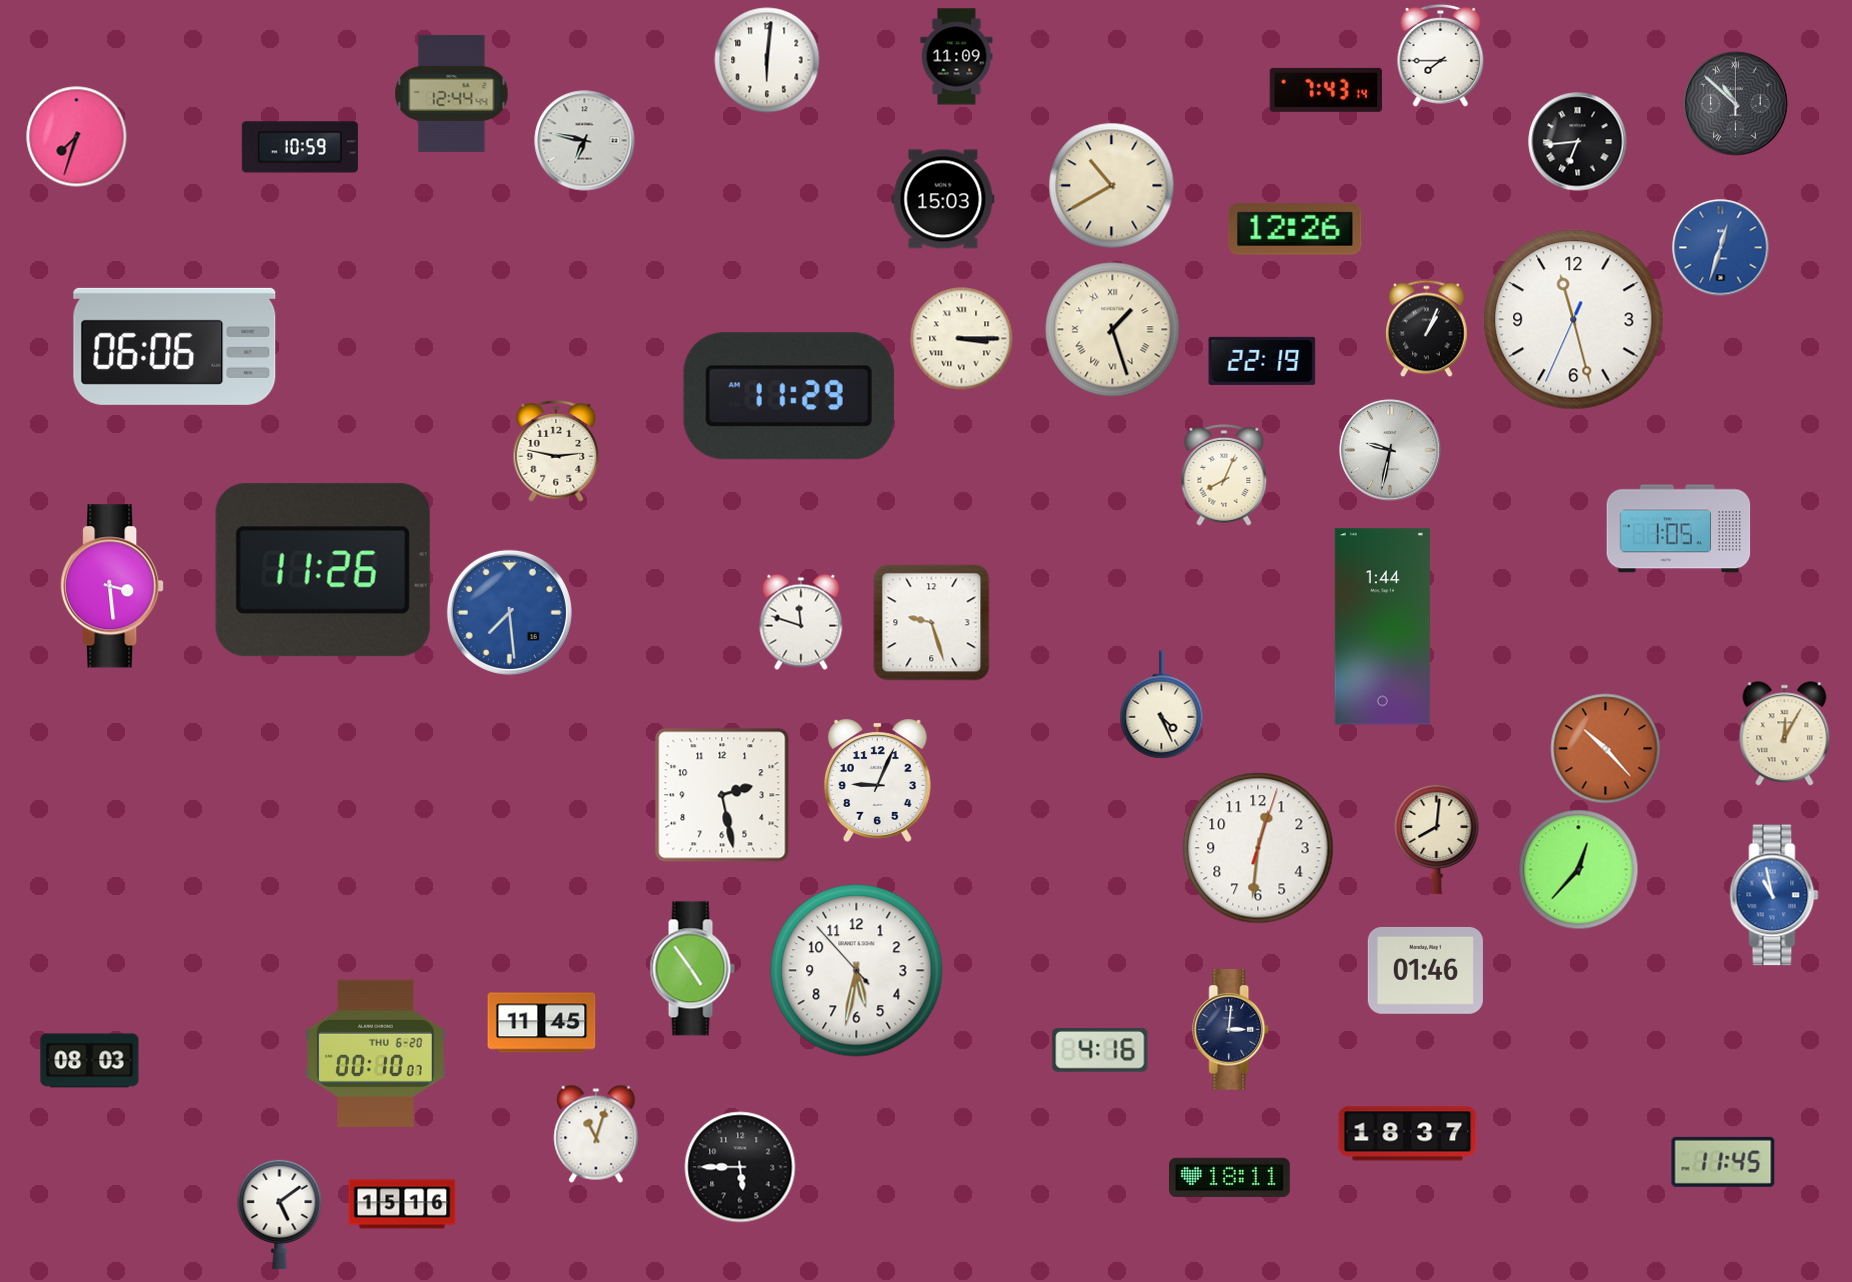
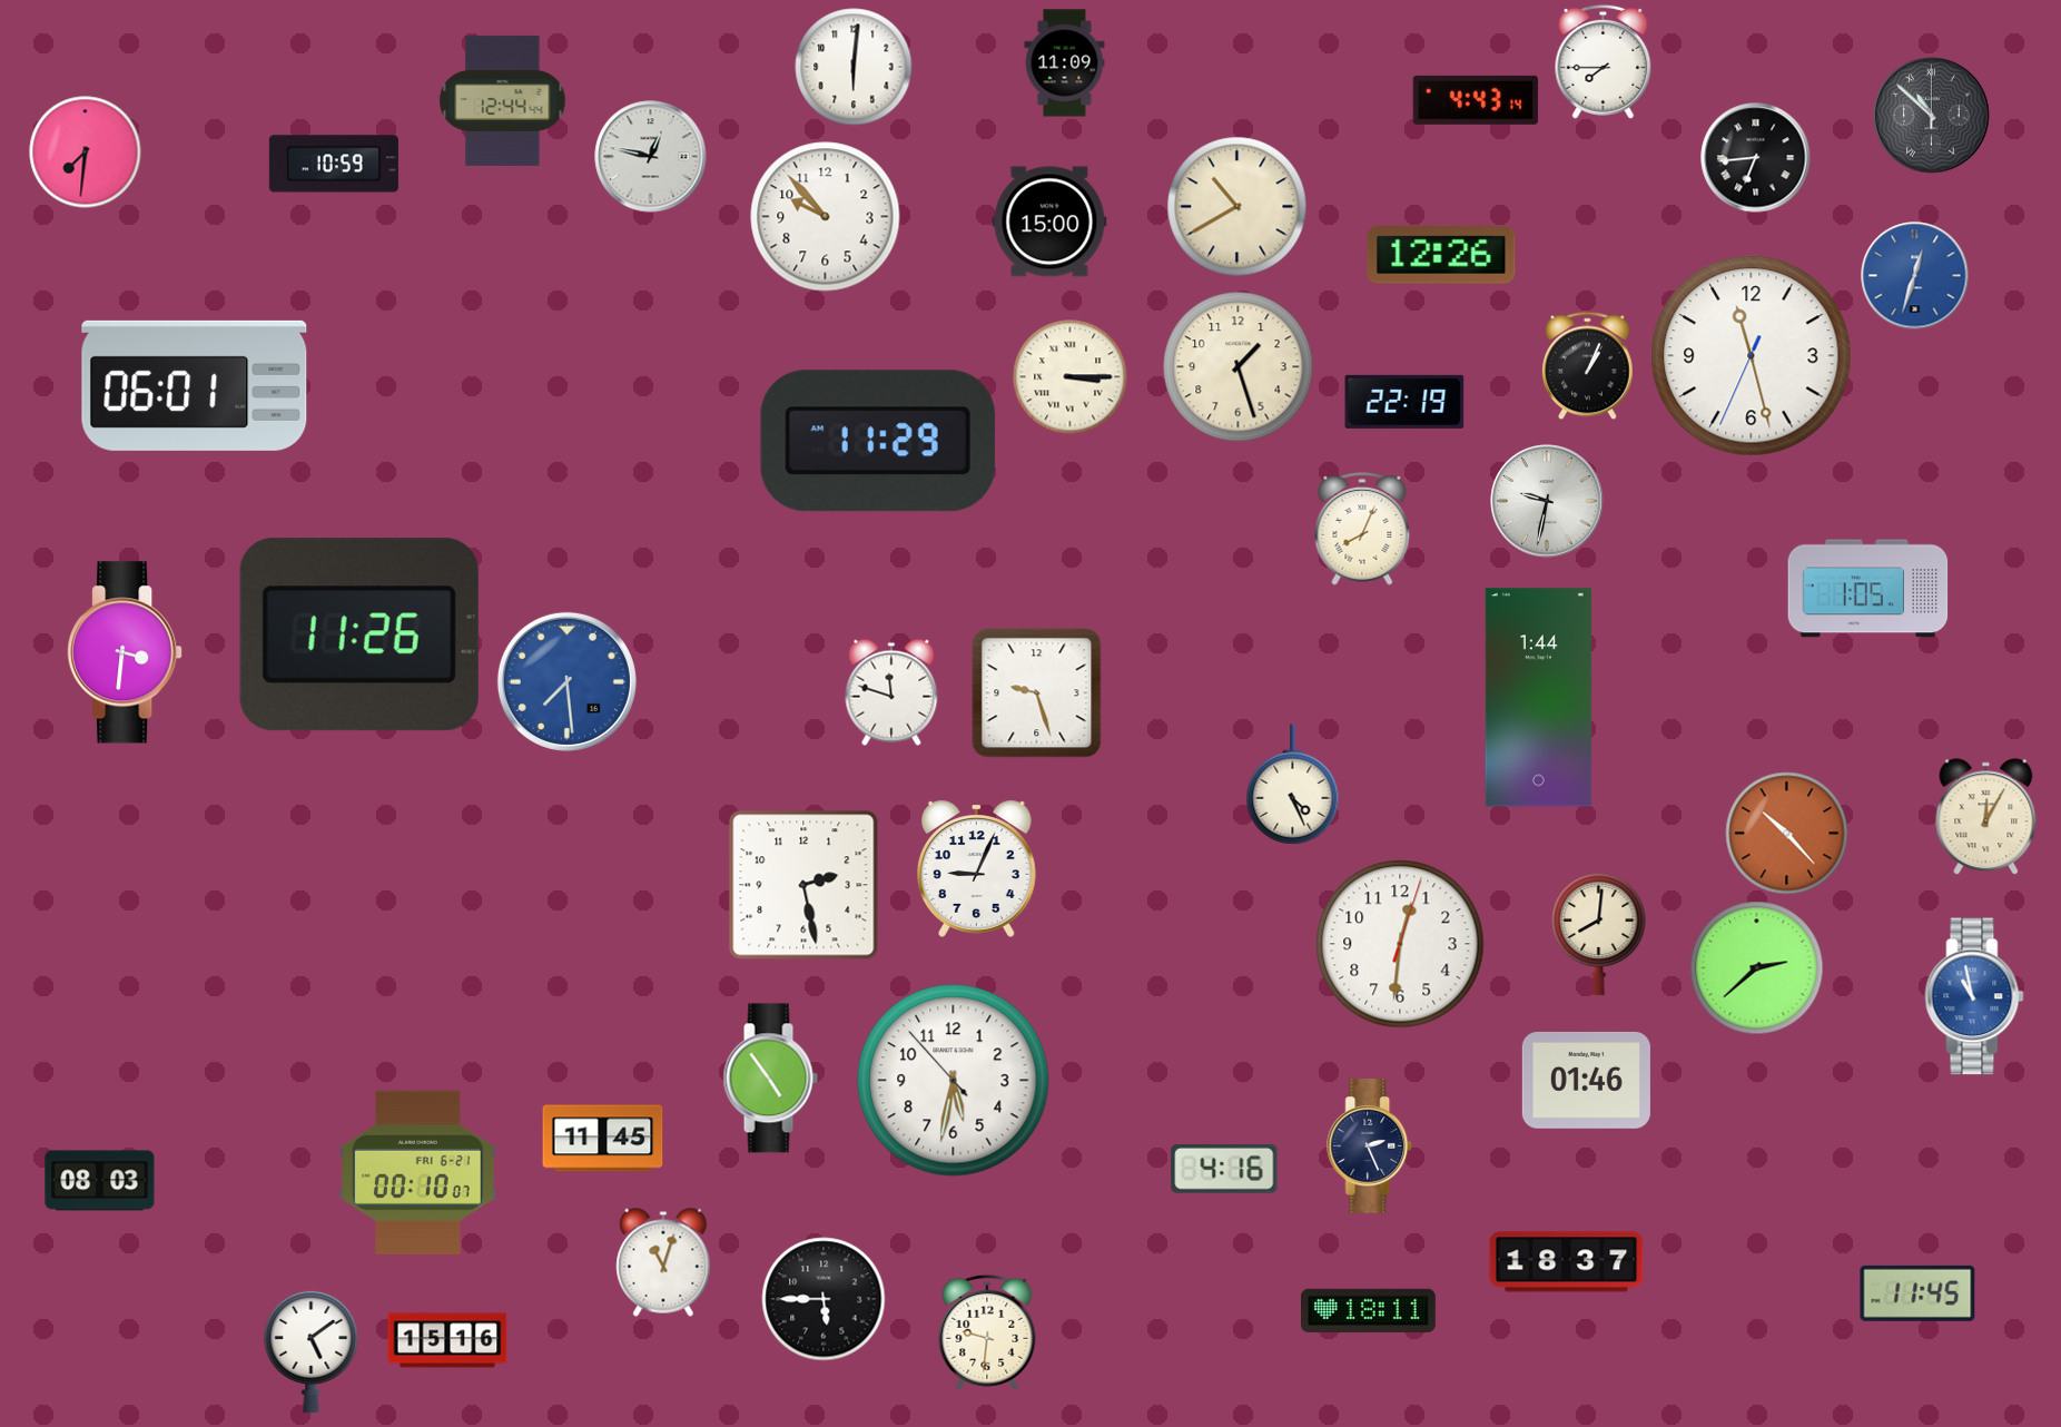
clock at (1326, 90): 7:43 -> 4:43
clock at (452, 93) position: (452, 93) -> (503, 100)
clock at (77, 137): 7:33 -> 7:31
clock at (585, 141): 6:47 -> 12:47
clock at (826, 217): none -> 9:53
clock at (943, 199): 15:03 -> 15:00
clock at (1113, 330) numerals: Roman -> Arabic
clock at (175, 346): 06:06 -> 06:01
clock at (556, 451): 2:47 -> none
clock at (112, 586): 3:29 -> 3:31
clock at (1579, 870): 12:37 -> 2:38
clock at (1231, 1030): 3:01 -> 2:26
clock at (376, 1053) date: THU 6-20 -> FRI 6-21
clock at (987, 1332): none -> 9:31
